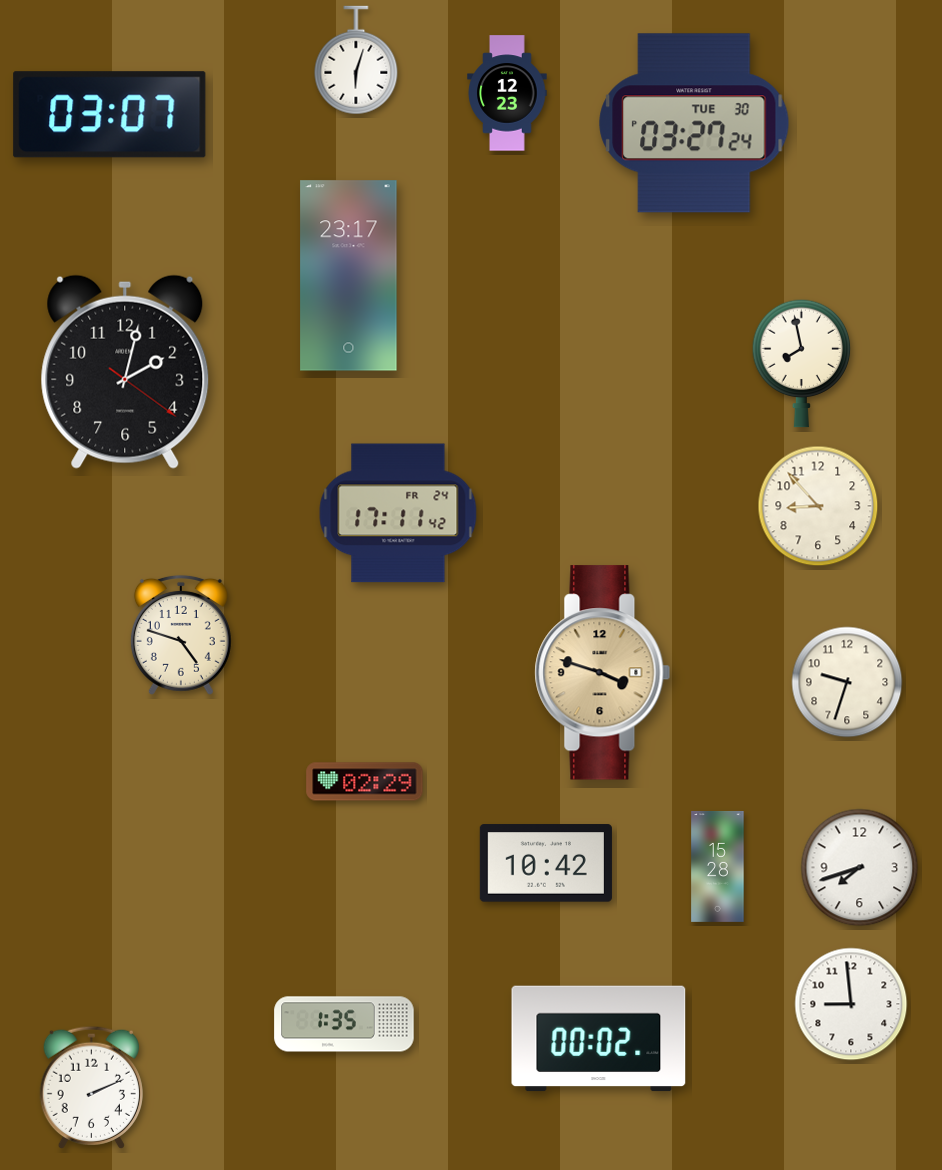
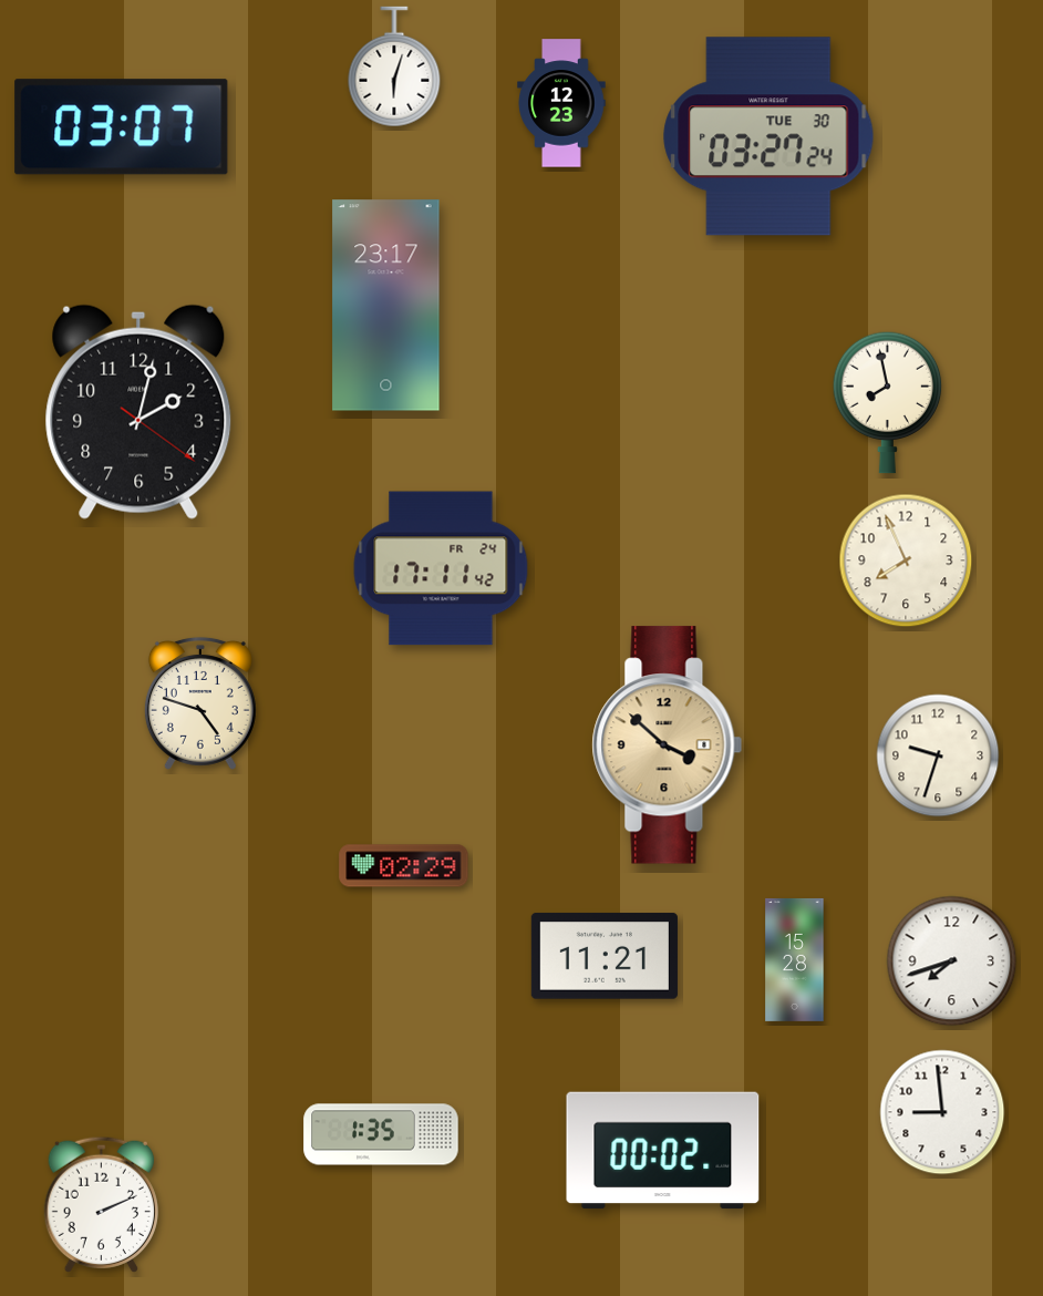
clock at (818, 506): 8:53 -> 7:56
clock at (603, 673): 3:48 -> 3:52
clock at (546, 863): 10:42 -> 11:21
